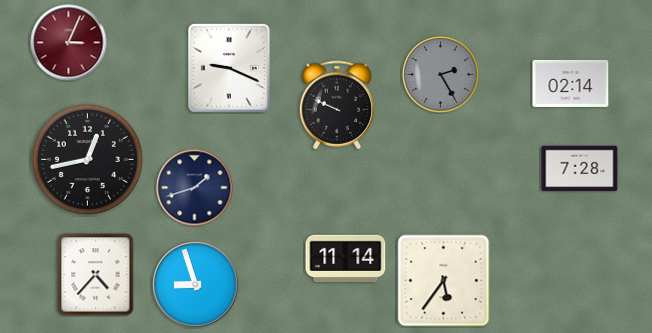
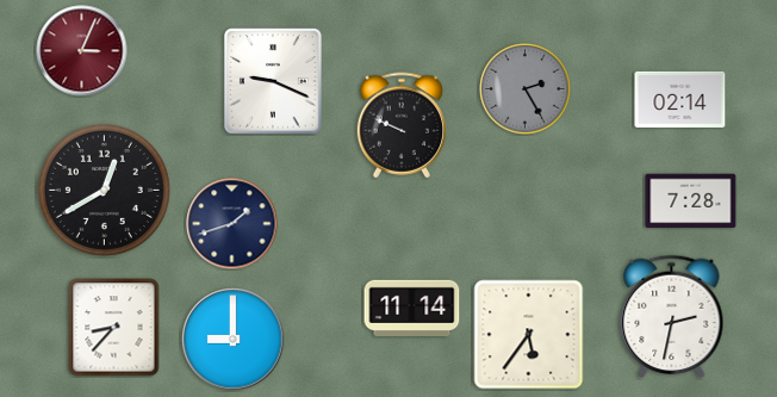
clock at (87, 159): 12:43 -> 12:40
clock at (672, 317): none -> 2:32
clock at (96, 275): 4:37 -> 8:37
clock at (196, 285): 8:57 -> 9:00
